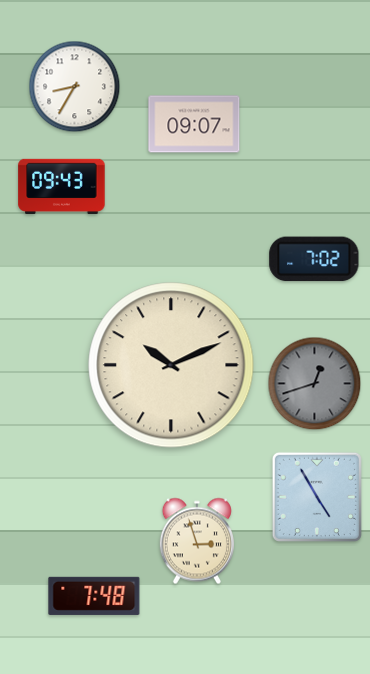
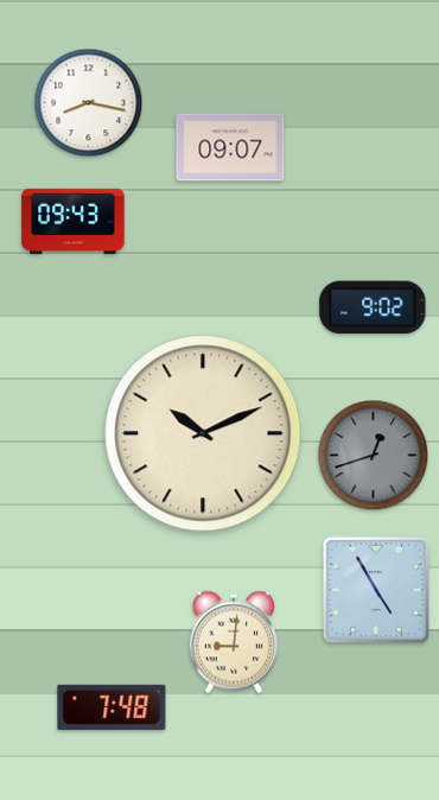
clock at (75, 87): 8:35 -> 8:17
clock at (314, 259): 7:02 -> 9:02
clock at (197, 541): 2:57 -> 9:01
